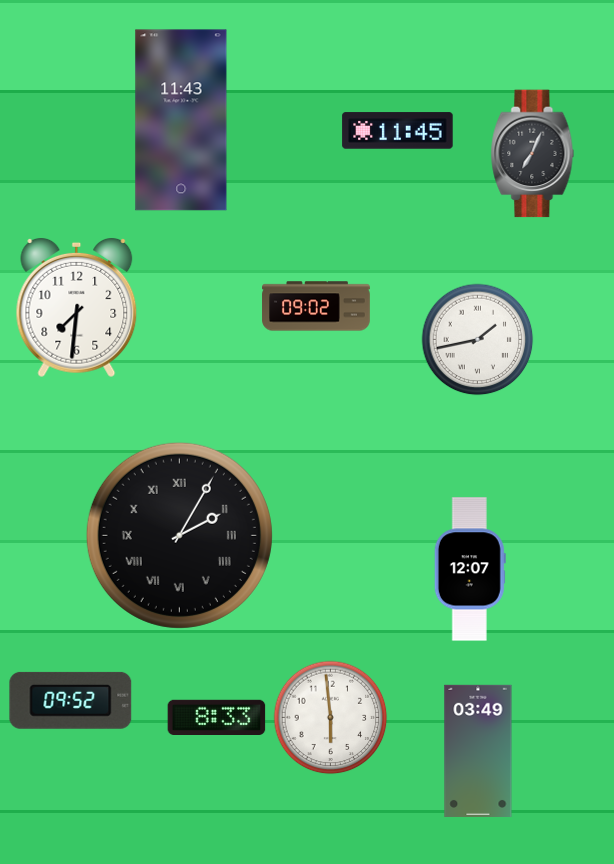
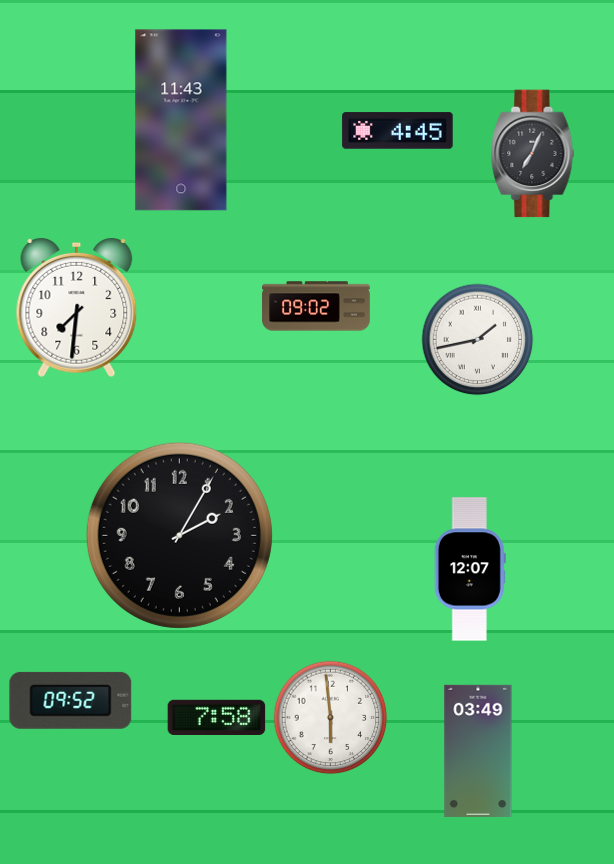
clock at (398, 131): 11:45 -> 4:45
clock at (179, 535) numerals: Roman -> Arabic
clock at (217, 718): 8:33 -> 7:58
